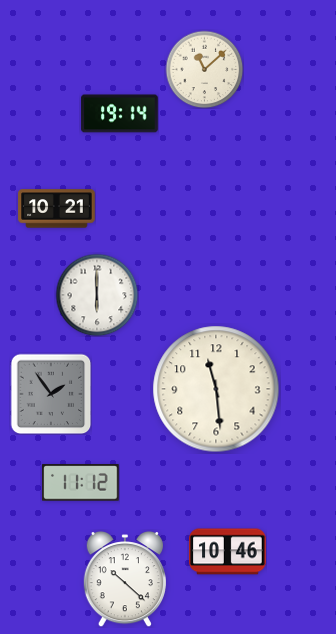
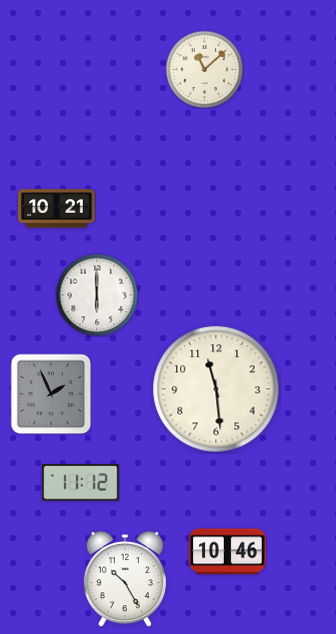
clock at (120, 114): 19:14 -> none
clock at (51, 394): 1:54 -> 1:56
clock at (125, 580): 10:22 -> 10:25
